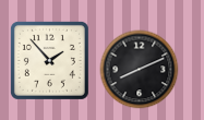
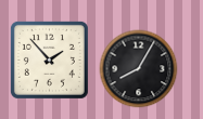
clock at (140, 70): 8:11 -> 8:05
